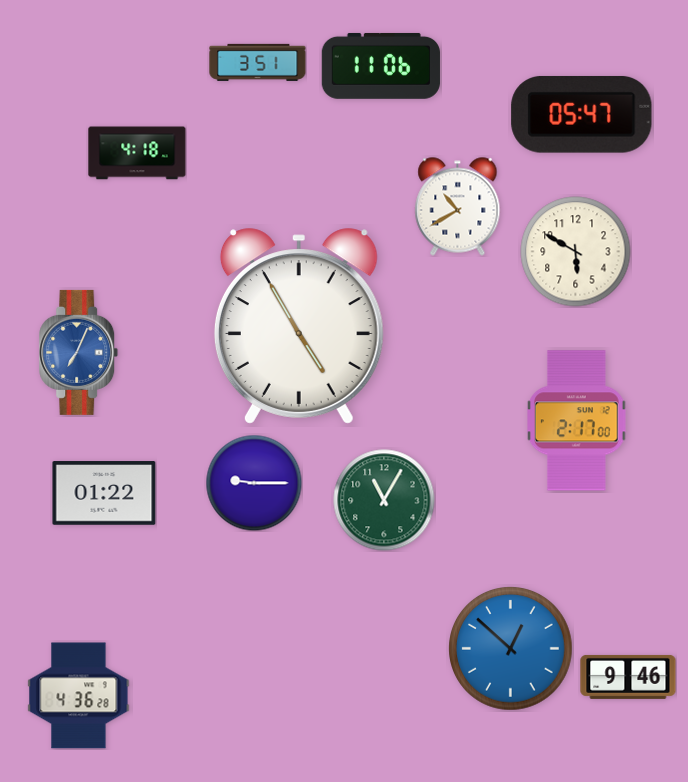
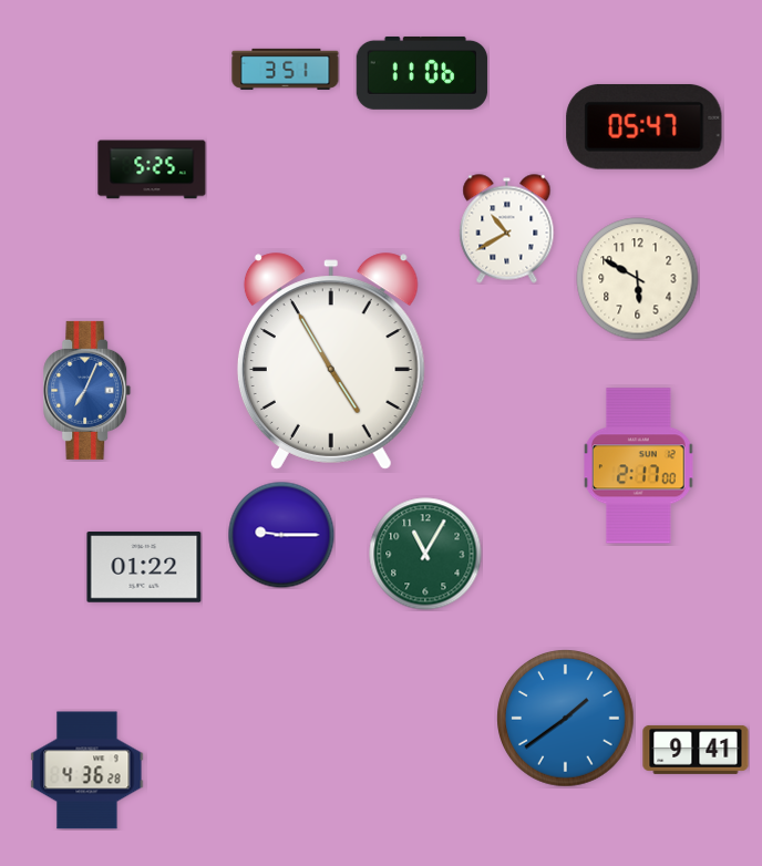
clock at (137, 153): 4:18 -> 5:25
clock at (104, 493) position: (104, 493) -> (144, 567)
clock at (511, 649): 12:52 -> 1:39
clock at (628, 677): 9:46 -> 9:41
